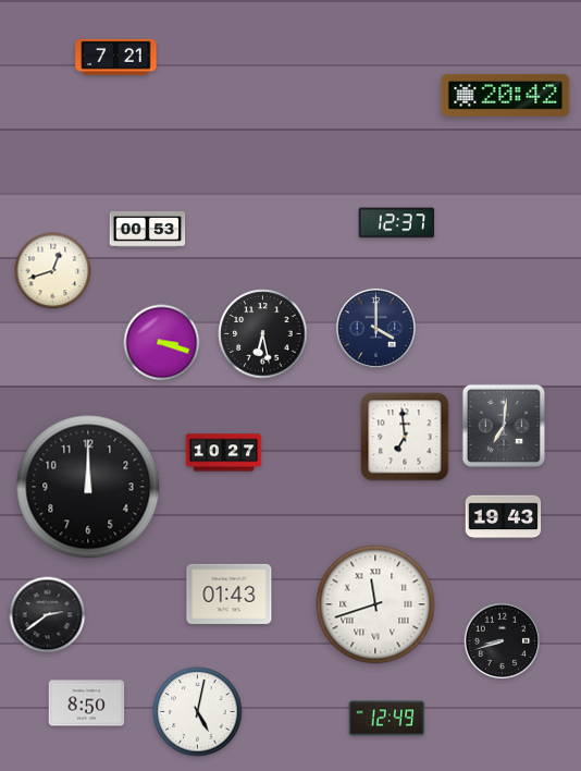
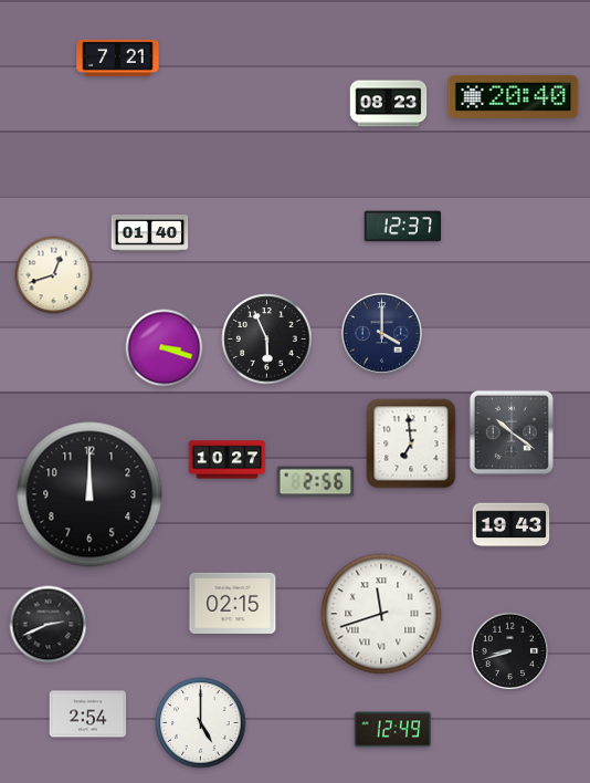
clock at (506, 95): 20:42 -> 20:40
clock at (389, 104): none -> 08:23
clock at (148, 229): 00:53 -> 01:40
clock at (263, 334): 6:28 -> 5:56
clock at (504, 426): 7:01 -> 10:21
clock at (316, 482): none -> 2:56
clock at (230, 593): 01:43 -> 02:15
clock at (48, 615): 2:39 -> 2:41
clock at (87, 703): 8:50 -> 2:54
clock at (198, 712): 5:02 -> 5:00
